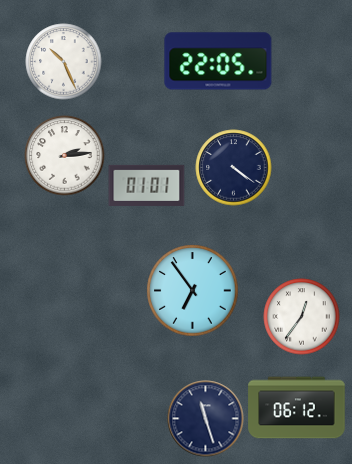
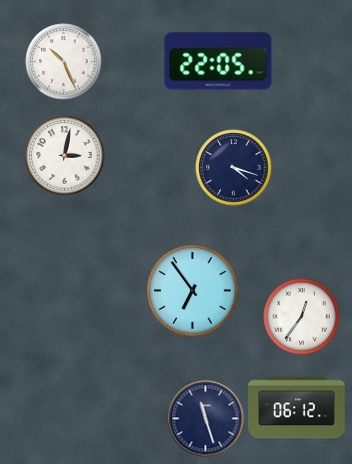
clock at (65, 156): 2:14 -> 3:02
clock at (234, 168): 4:21 -> 4:18
clock at (147, 185): 01:01 -> none
